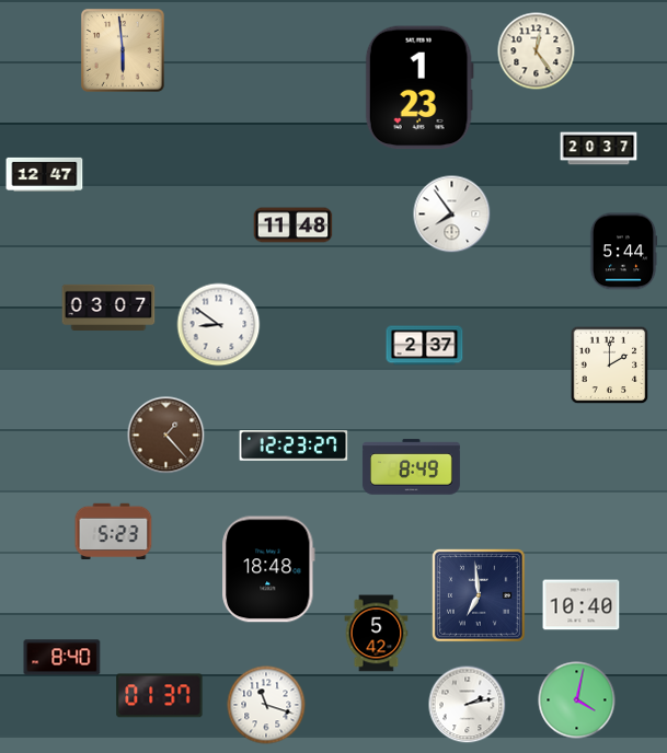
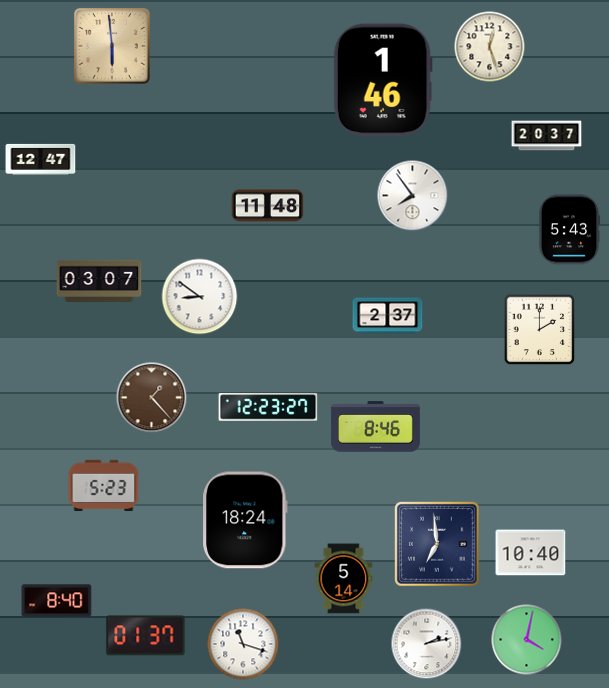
clock at (537, 51): 12:24 -> 12:27
clock at (419, 88): 1:23 -> 1:46
clock at (623, 252): 5:44 -> 5:43
clock at (610, 366) position: (610, 366) -> (540, 330)
clock at (411, 467): 8:49 -> 8:46
clock at (269, 569): 18:48 -> 18:24
clock at (377, 634): 5:42 -> 5:14
